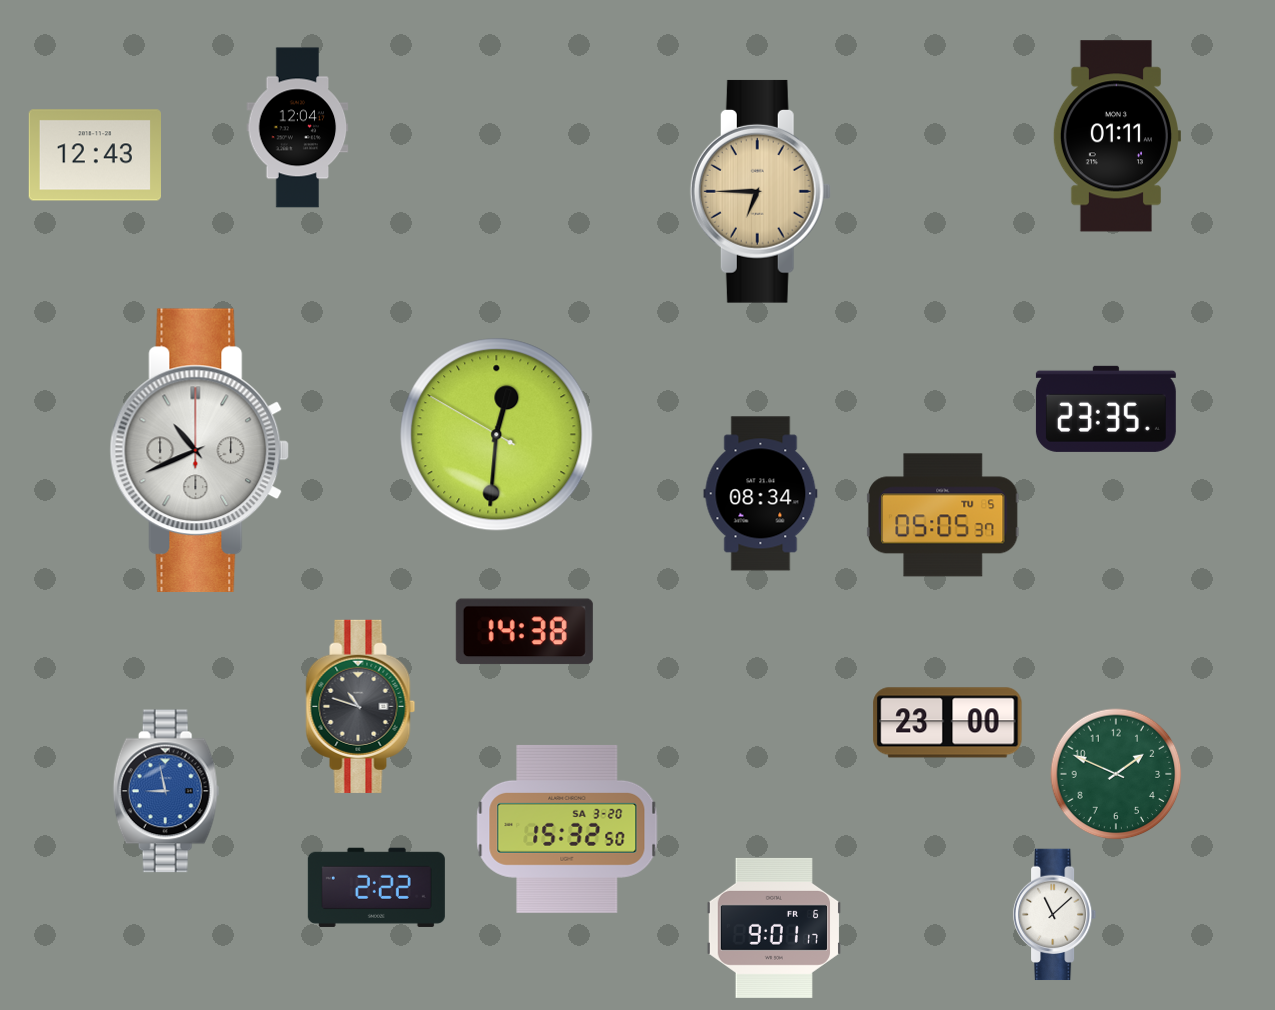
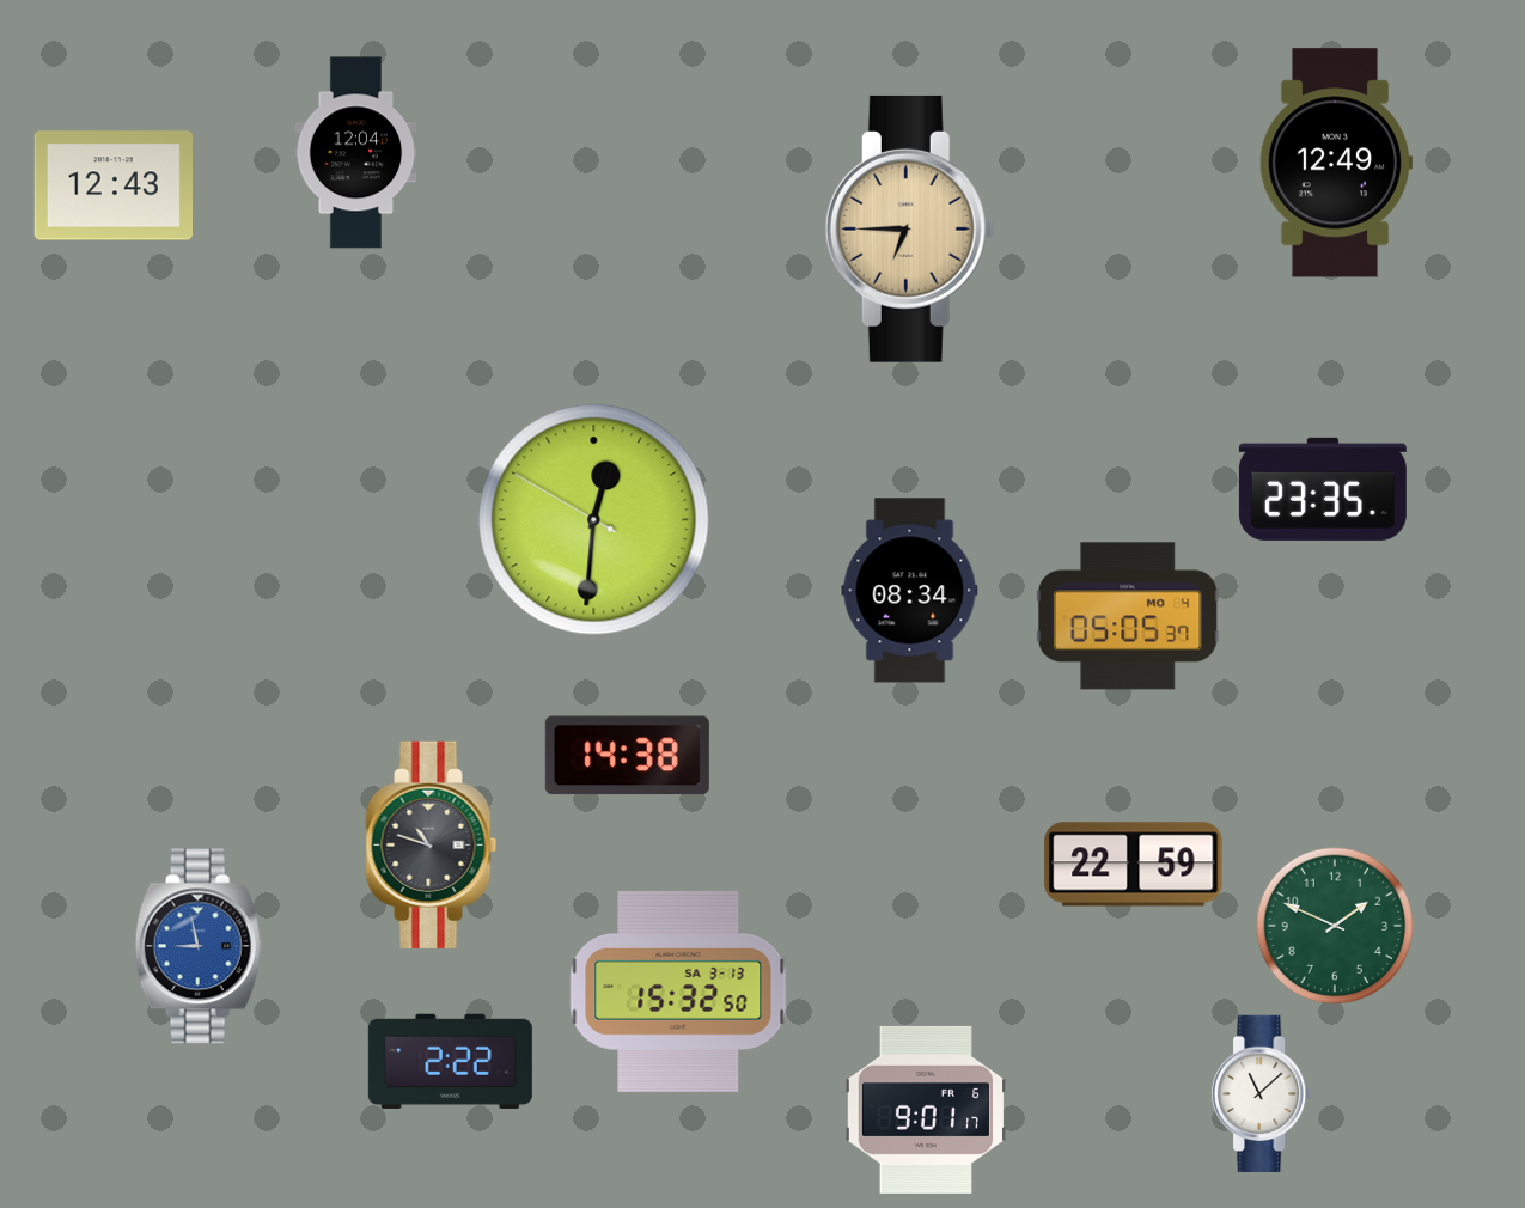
clock at (1116, 136): 01:11 -> 12:49
clock at (200, 450): 10:41 -> none
clock at (943, 515) date: TU 5 -> MO 4
clock at (948, 723): 23:00 -> 22:59
clock at (567, 829) date: SA 3-20 -> SA 3-13
